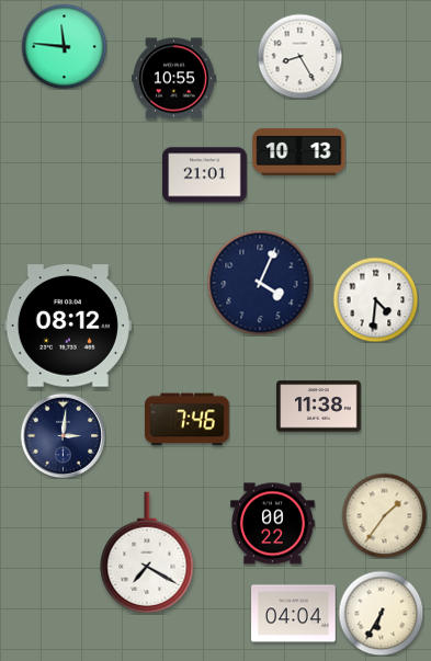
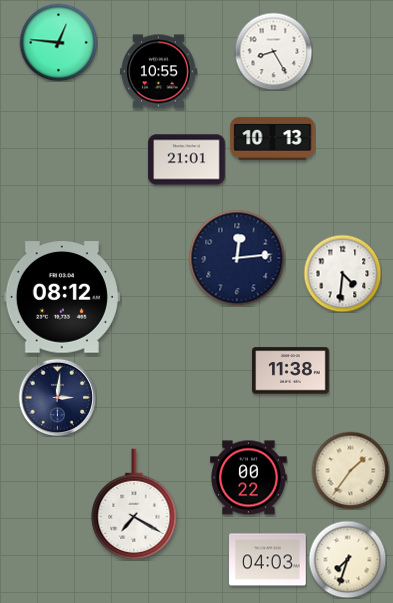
clock at (64, 46): 11:46 -> 12:46
clock at (260, 283): 4:04 -> 12:14
clock at (188, 420): 7:46 -> none
clock at (381, 613): 6:35 -> 7:33
clock at (294, 614): 04:04 -> 04:03
